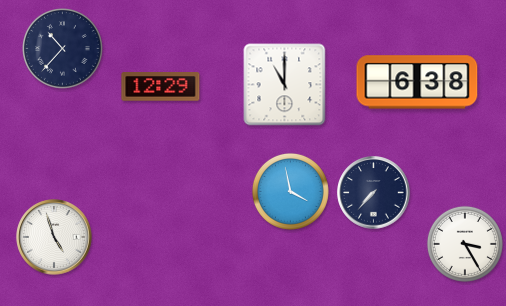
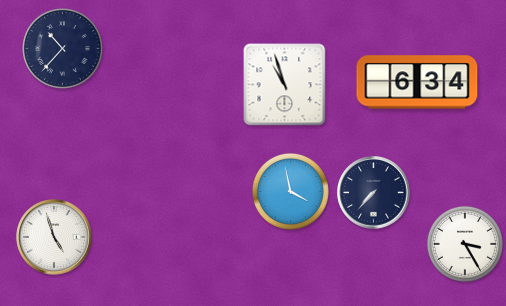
clock at (417, 82): 6:38 -> 6:34
clock at (285, 85): 11:00 -> 10:57
clock at (161, 87): 12:29 -> none
